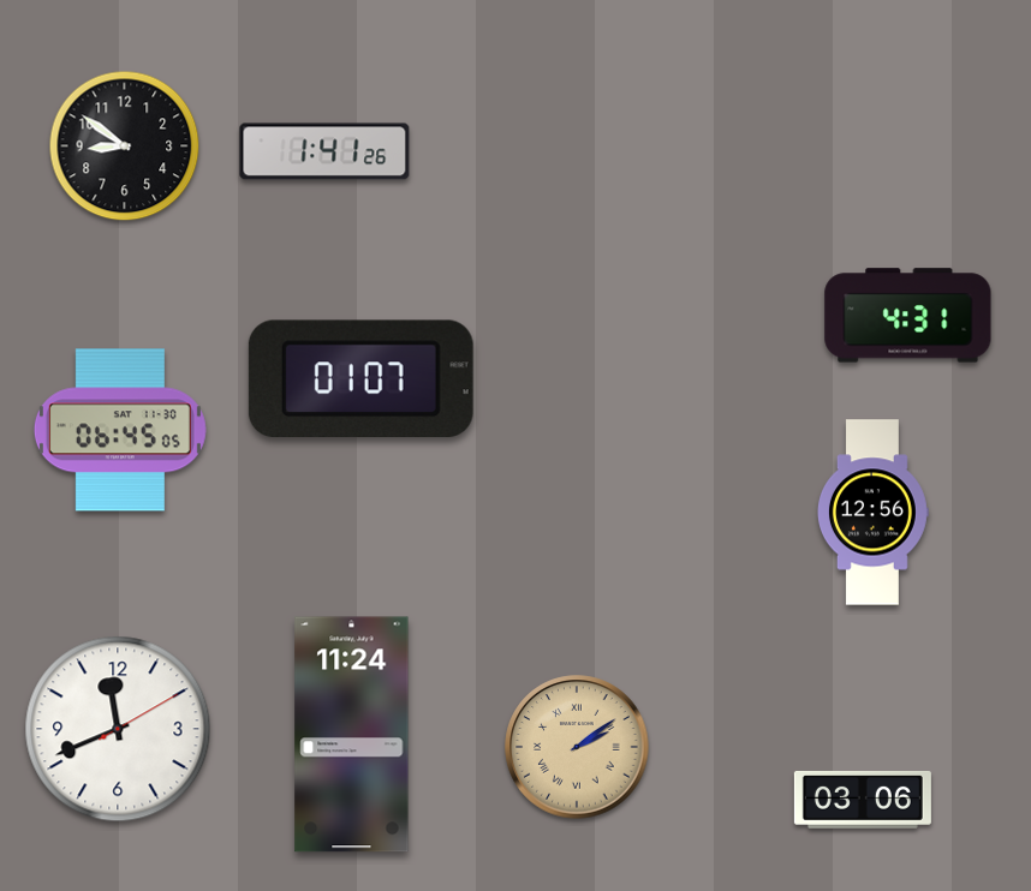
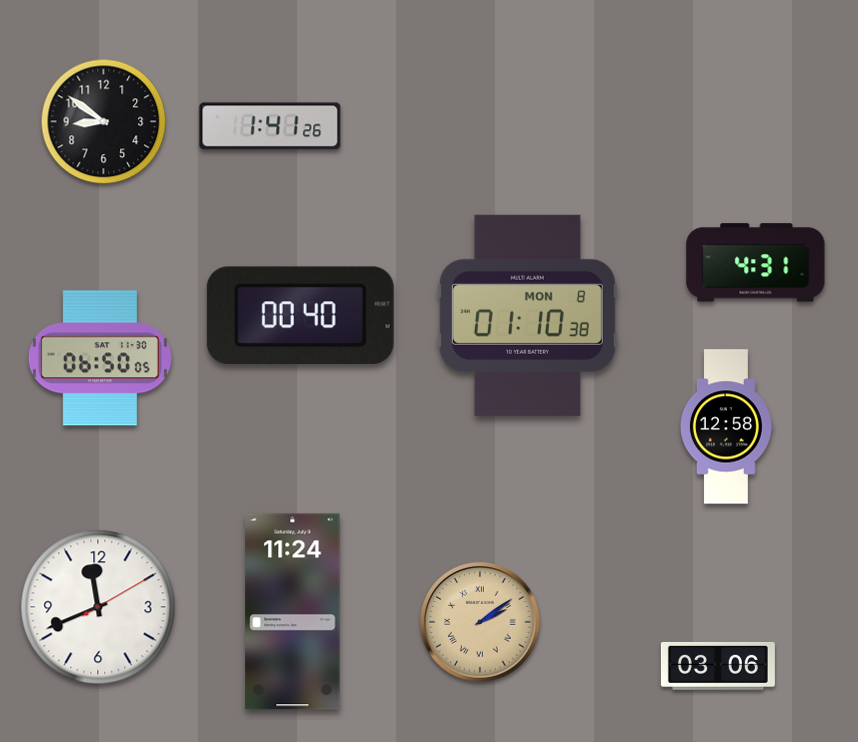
clock at (360, 378): 01:07 -> 00:40
clock at (527, 315): none -> 01:10
clock at (120, 430): 06:45 -> 06:50
clock at (872, 513): 12:56 -> 12:58
